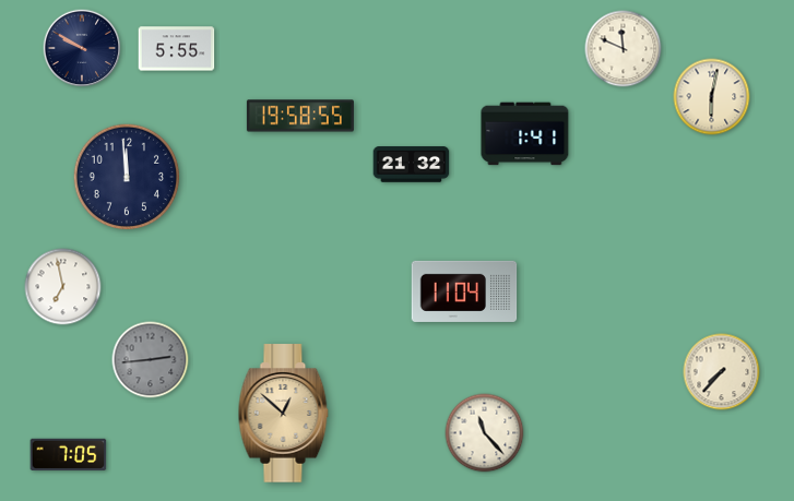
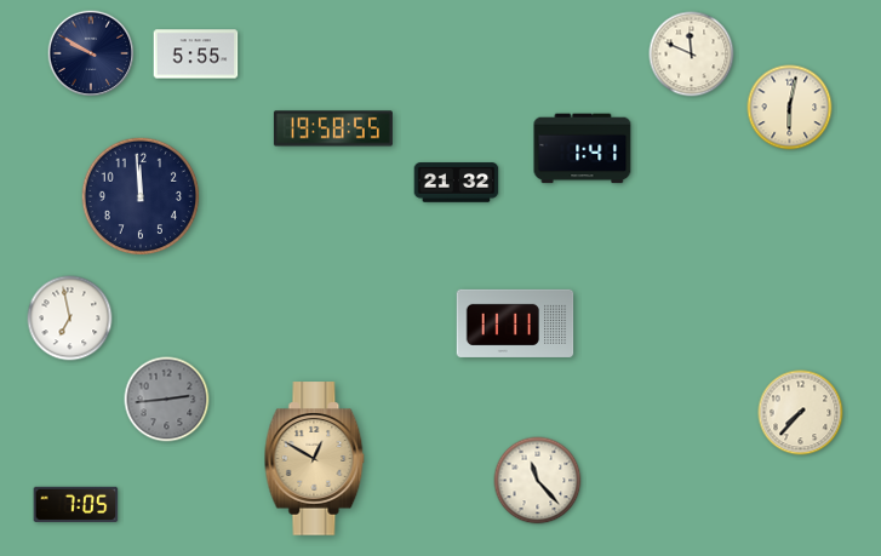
clock at (464, 291): 11:04 -> 11:11
clock at (284, 414): 12:52 -> 12:50
